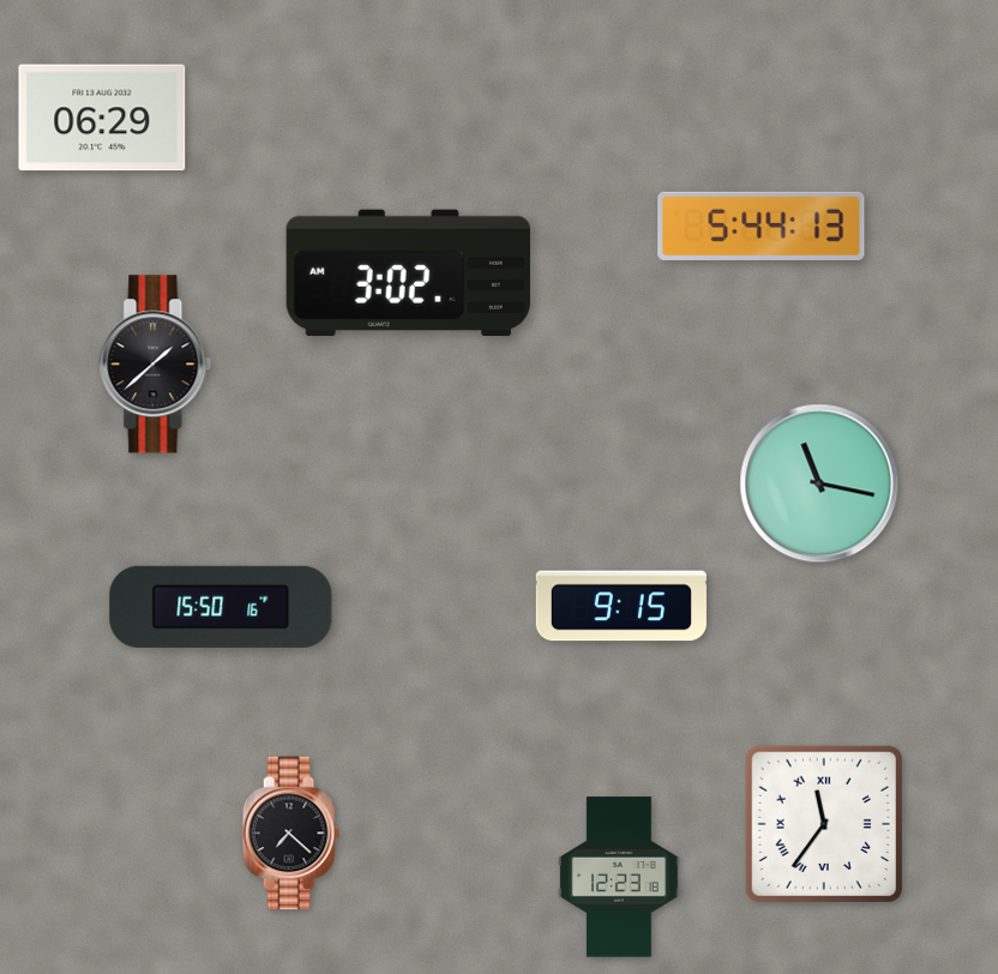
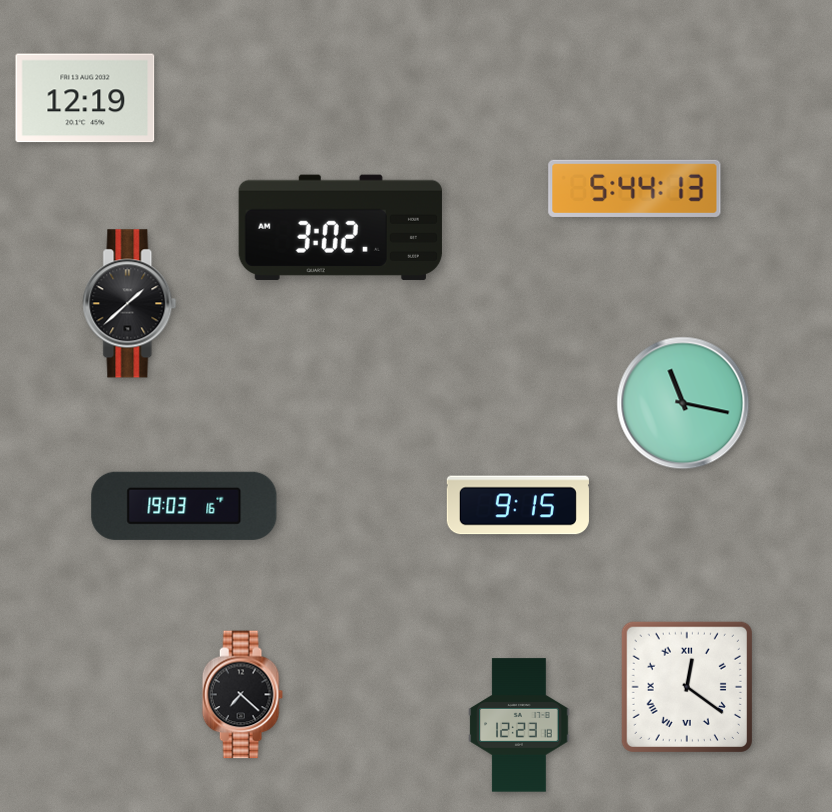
clock at (102, 118): 06:29 -> 12:19
clock at (221, 607): 15:50 -> 19:03
clock at (824, 824): 11:36 -> 12:21
clock at (619, 877) position: (619, 877) -> (519, 725)
